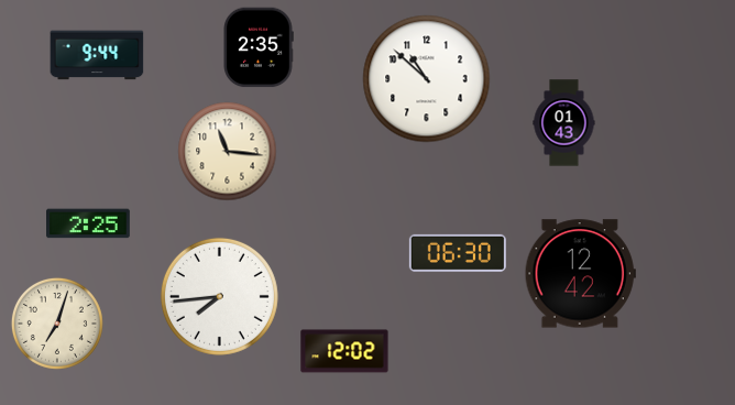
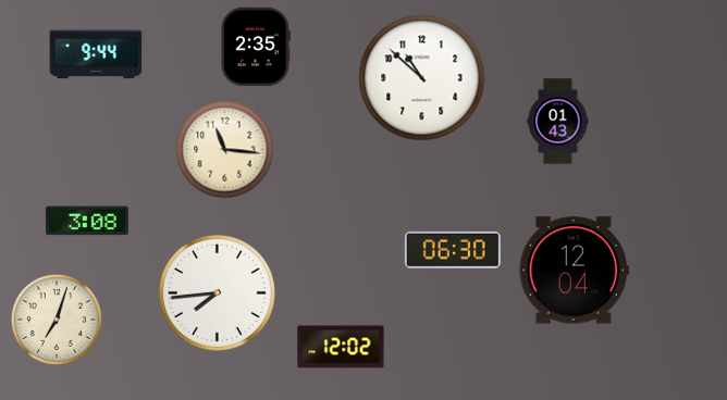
clock at (89, 223): 2:25 -> 3:08
clock at (580, 274): 12:42 -> 12:04
